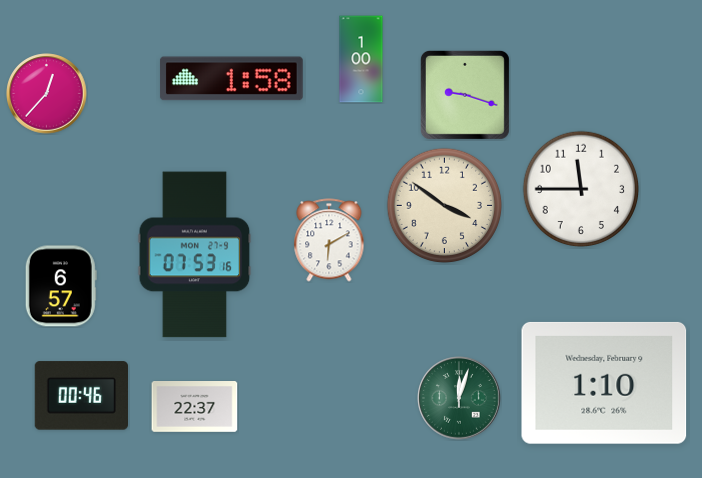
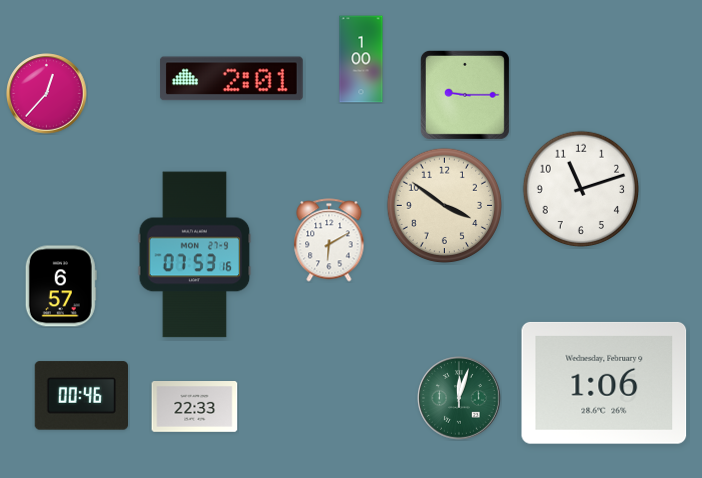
clock at (231, 79): 1:58 -> 2:01
clock at (465, 95): 9:18 -> 9:15
clock at (581, 189): 11:45 -> 11:12
clock at (604, 383): 1:10 -> 1:06
clock at (195, 407): 22:37 -> 22:33
